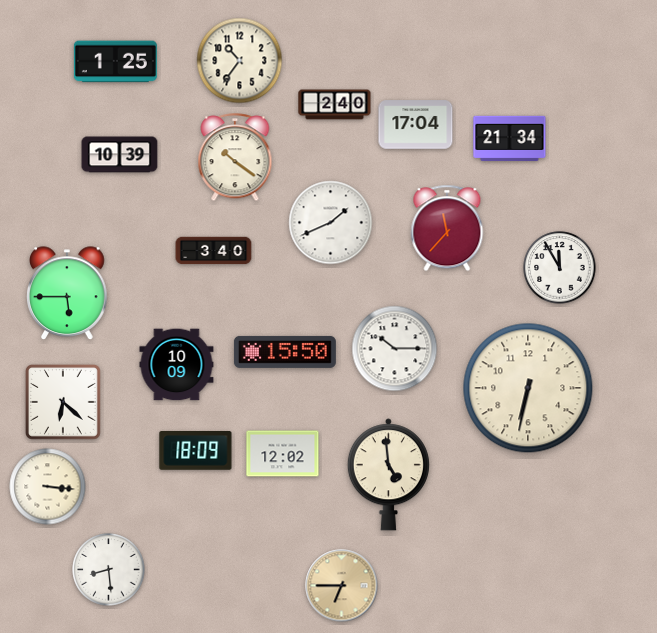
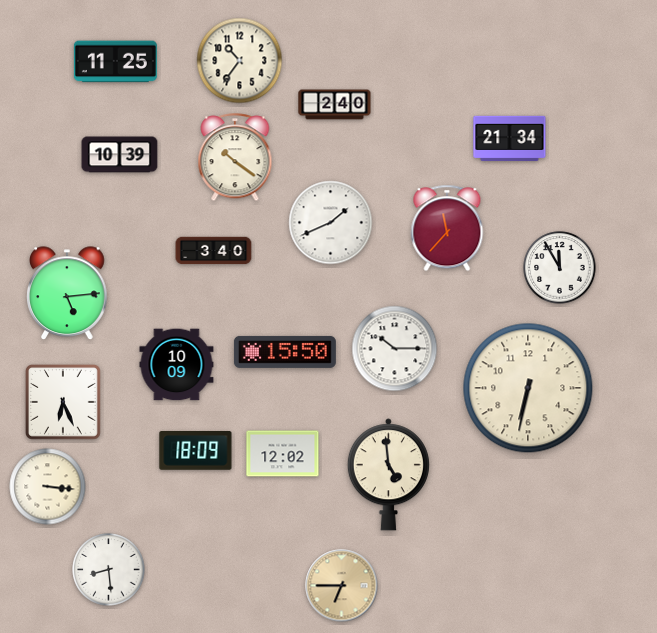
clock at (115, 62): 1:25 -> 11:25
clock at (416, 125): 17:04 -> none
clock at (68, 294): 5:45 -> 5:14
clock at (63, 402): 6:22 -> 6:26
